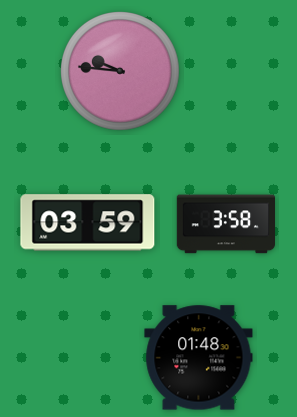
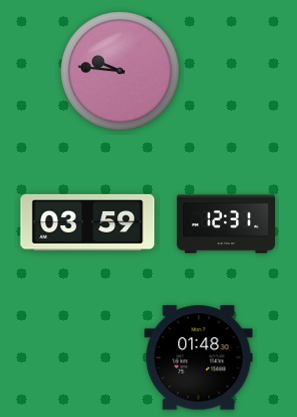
clock at (225, 224): 3:58 -> 12:31
